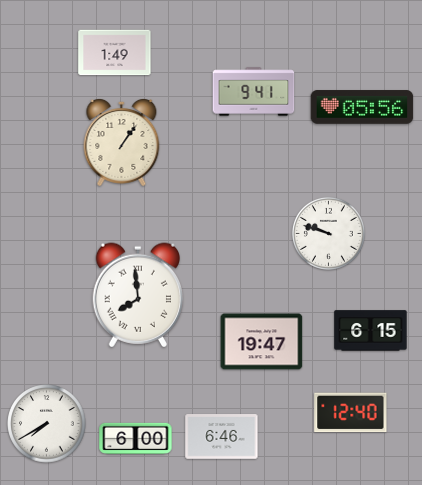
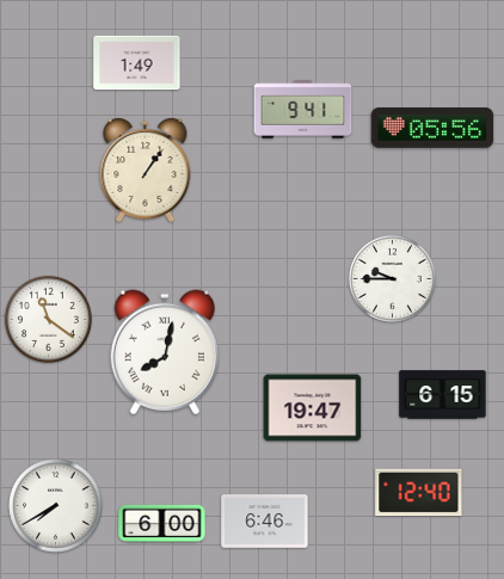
clock at (328, 233): 9:48 -> 9:45
clock at (48, 319): none -> 11:21
clock at (137, 295): 7:59 -> 8:02
